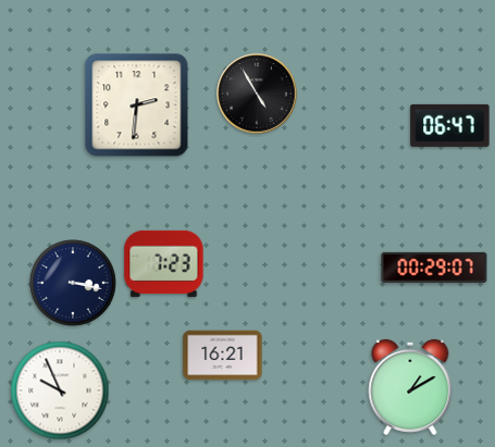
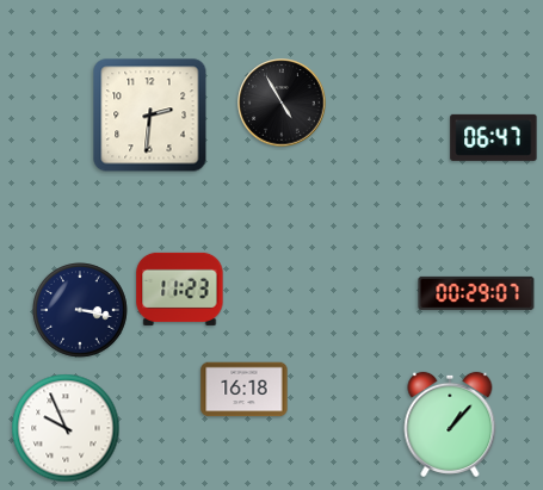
clock at (164, 263): 7:23 -> 11:23
clock at (223, 356): 16:21 -> 16:18
clock at (410, 387): 1:10 -> 1:07
